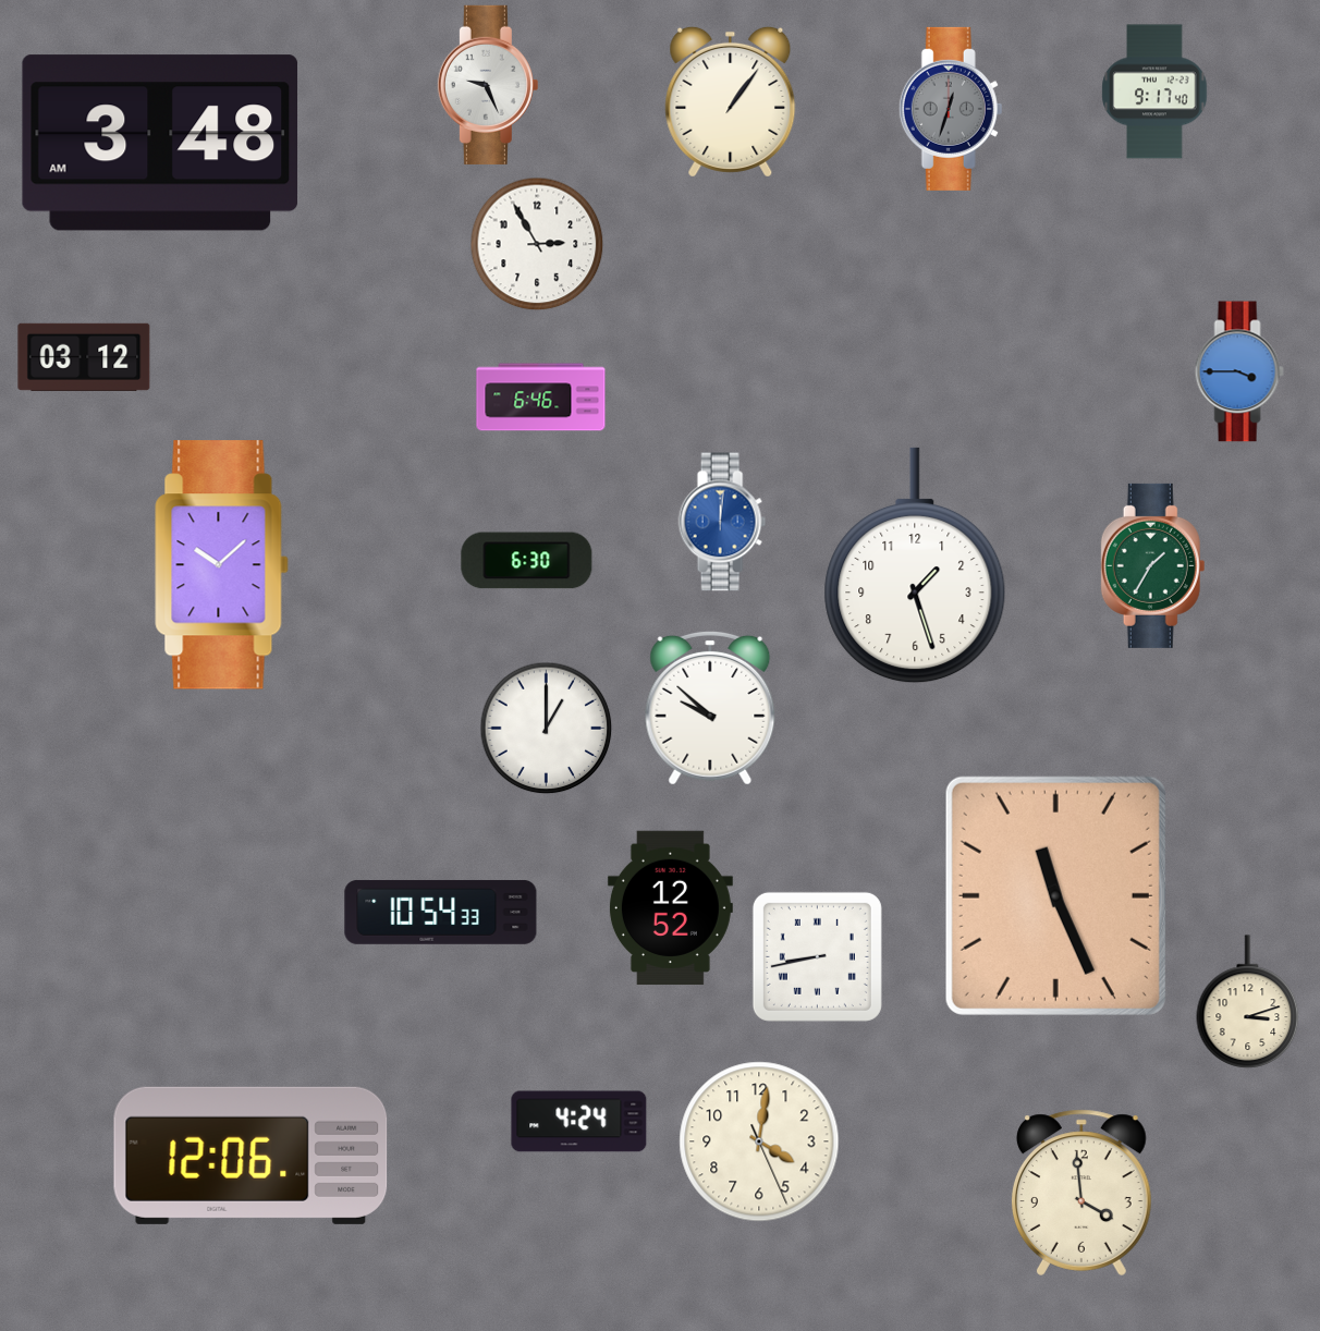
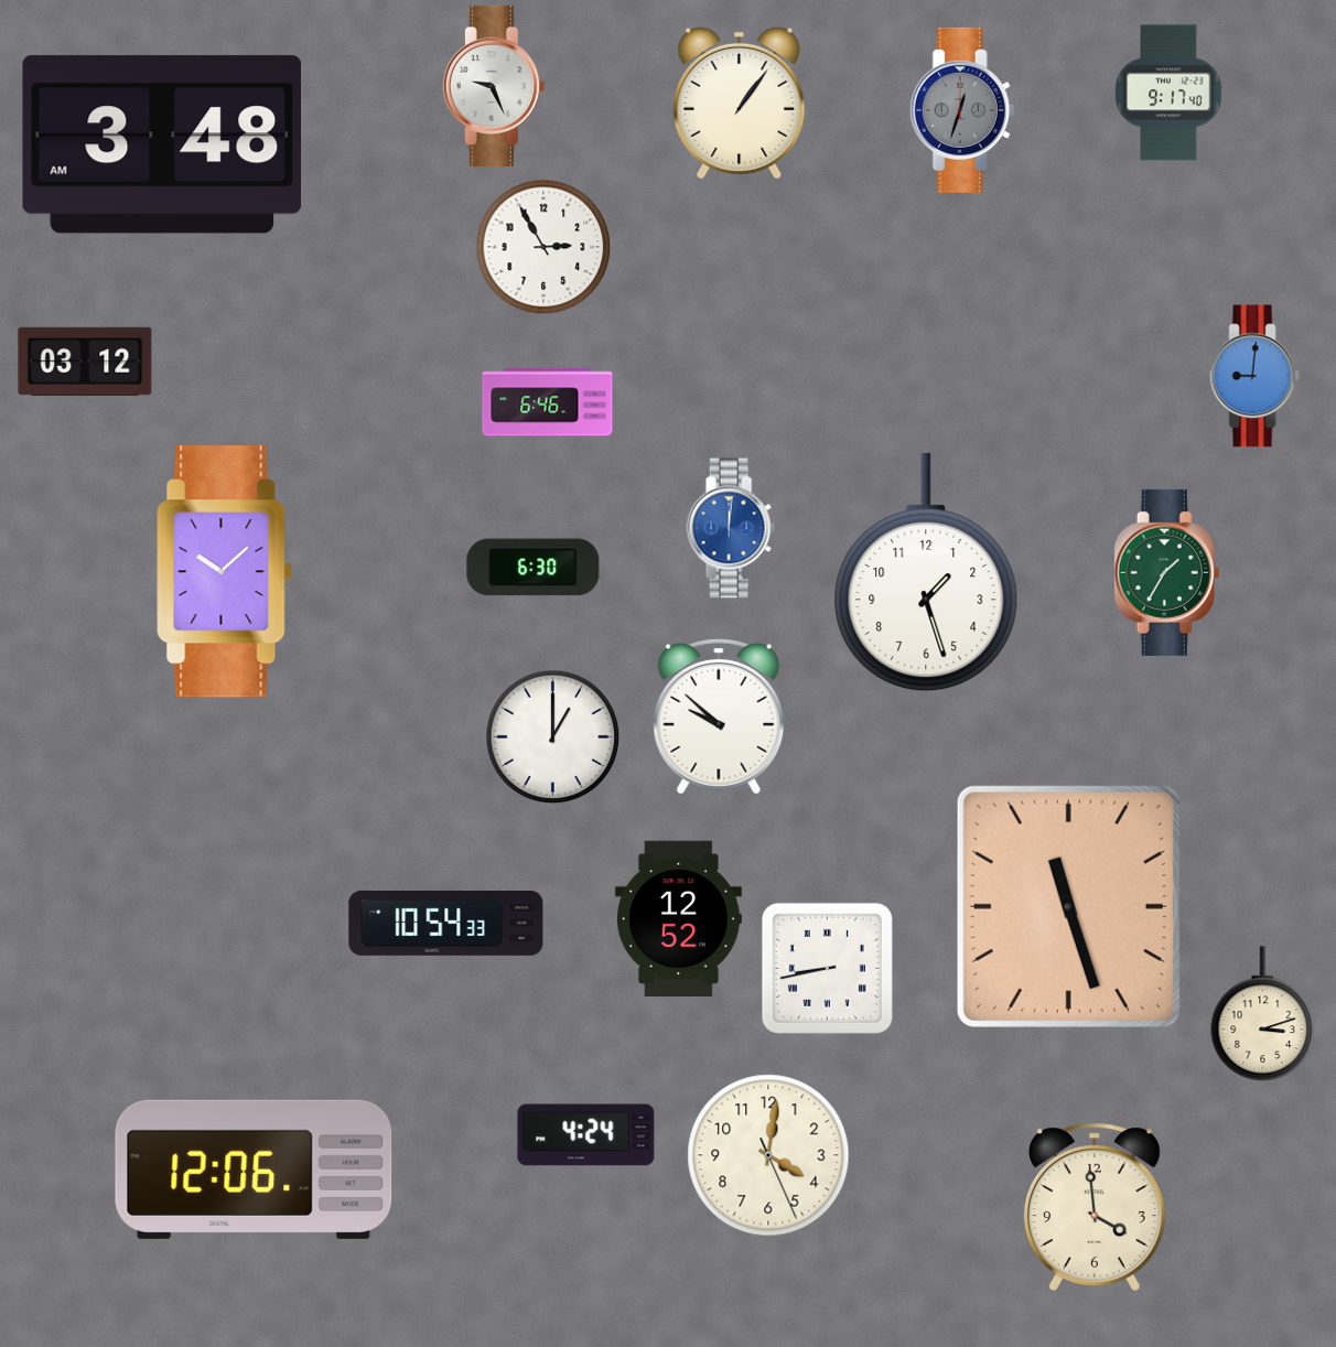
clock at (1239, 371): 3:45 -> 9:01
clock at (1055, 895): 11:26 -> 11:27
